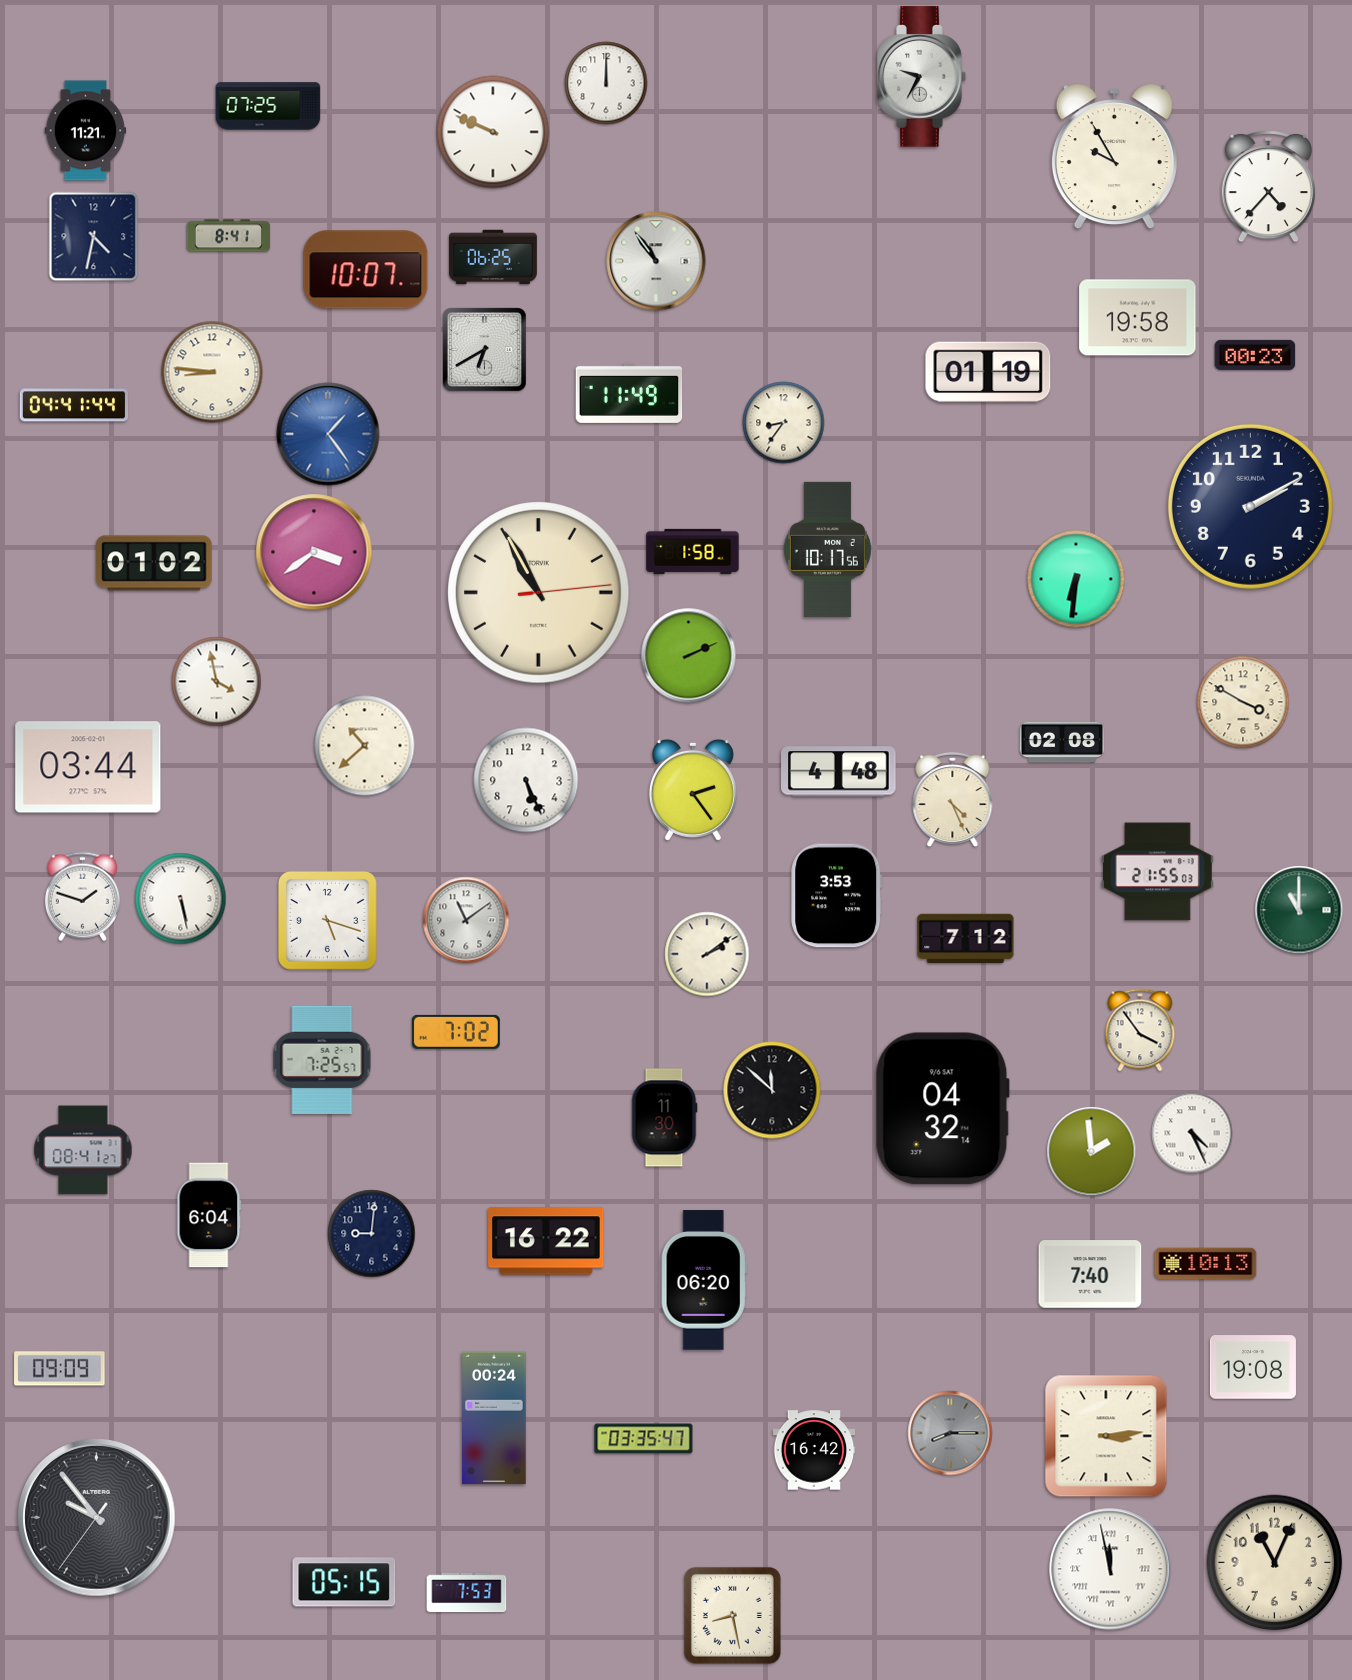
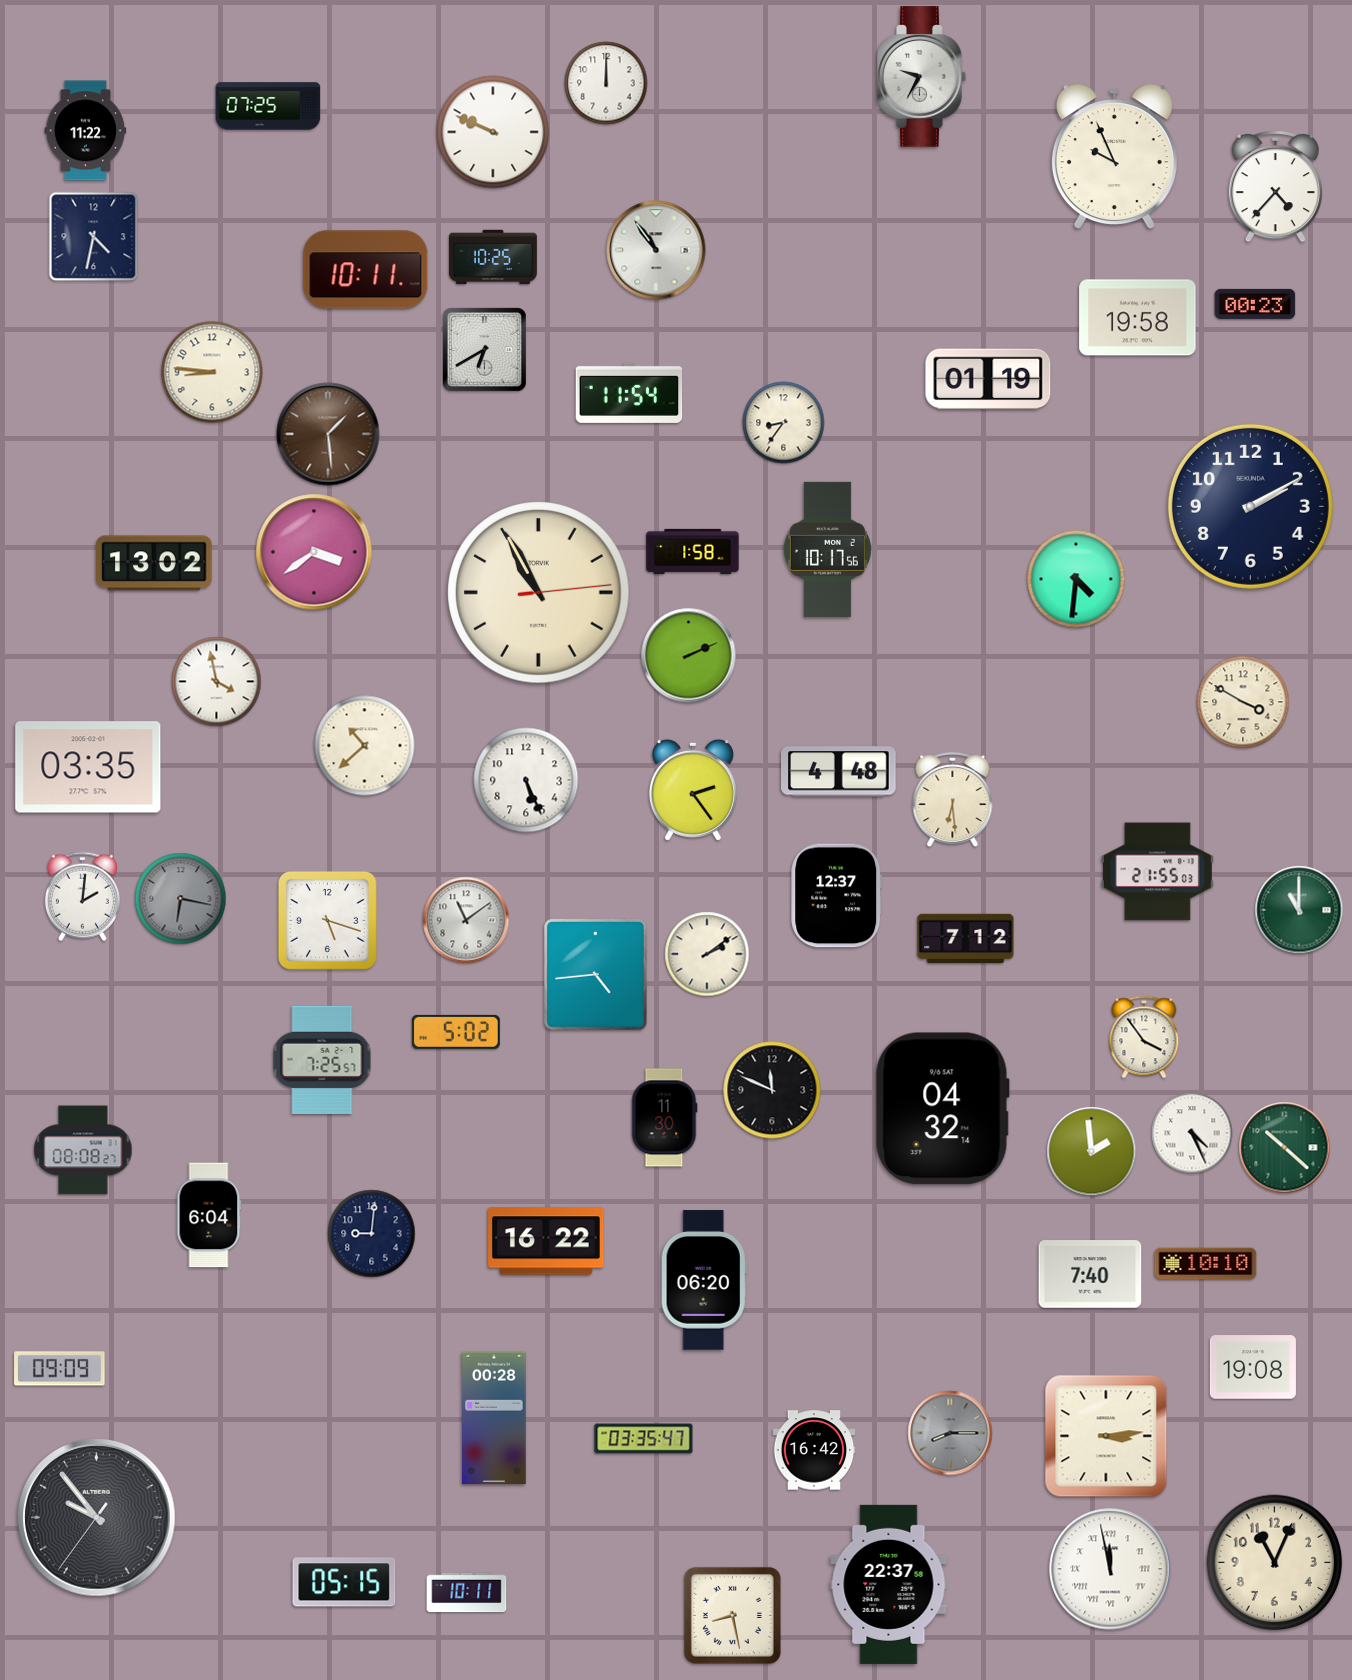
clock at (86, 131): 11:21 -> 11:22
clock at (1114, 157): 9:55 -> 9:56
clock at (1268, 186) position: (1268, 186) -> (1275, 186)
clock at (229, 236): 8:41 -> none
clock at (494, 257): 06:25 -> 10:25
clock at (656, 261) position: (656, 261) -> (656, 250)
clock at (366, 270): 10:07 -> 10:11
clock at (1255, 355) position: (1255, 355) -> (1255, 304)
clock at (988, 372) position: (988, 372) -> (988, 379)
clock at (629, 393): 11:49 -> 11:54
clock at (73, 405): 04:41 -> none
clock at (328, 434): 1:24 -> 1:29
clock at (328, 434) dial: blue -> brown
clock at (154, 563): 01:02 -> 13:02
clock at (1076, 579): 6:31 -> 4:31
clock at (1061, 742): 02:08 -> none
clock at (88, 767): 03:44 -> 03:35
clock at (953, 800): 4:26 -> 6:29
clock at (837, 896): 3:53 -> 12:37
clock at (82, 897): 1:48 -> 2:01
clock at (181, 899): 5:28 -> 6:17
clock at (181, 899) dial: white -> grey
clock at (596, 975): none -> 4:44
clock at (1140, 1030) position: (1140, 1030) -> (1144, 1037)
clock at (456, 1032): 7:02 -> 5:02
clock at (772, 1090): 11:52 -> 11:49
clock at (1285, 1148): none -> 10:22
clock at (83, 1150): 08:41 -> 08:08
clock at (1206, 1264): 10:13 -> 10:10
clock at (494, 1418): 00:24 -> 00:28
clock at (889, 1584): none -> 22:37
clock at (467, 1593): 7:53 -> 10:11
